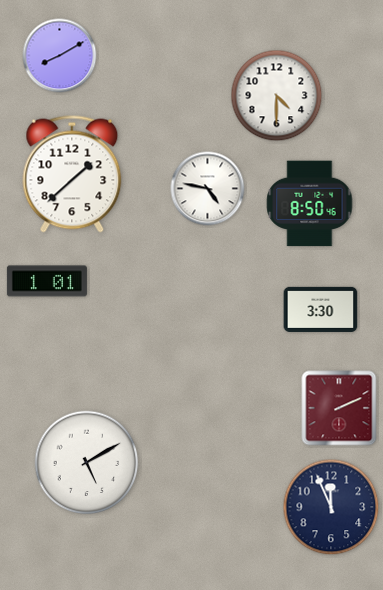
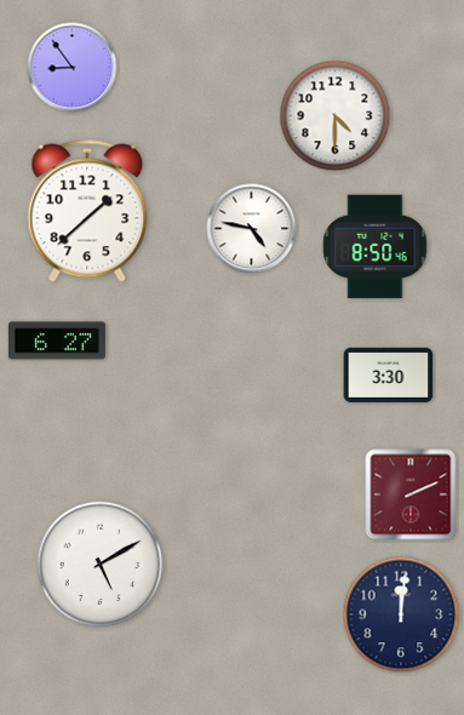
clock at (60, 56): 8:10 -> 8:54
clock at (47, 281): 1:01 -> 6:27
clock at (87, 463) position: (87, 463) -> (101, 565)
clock at (331, 507): 11:56 -> 12:01
